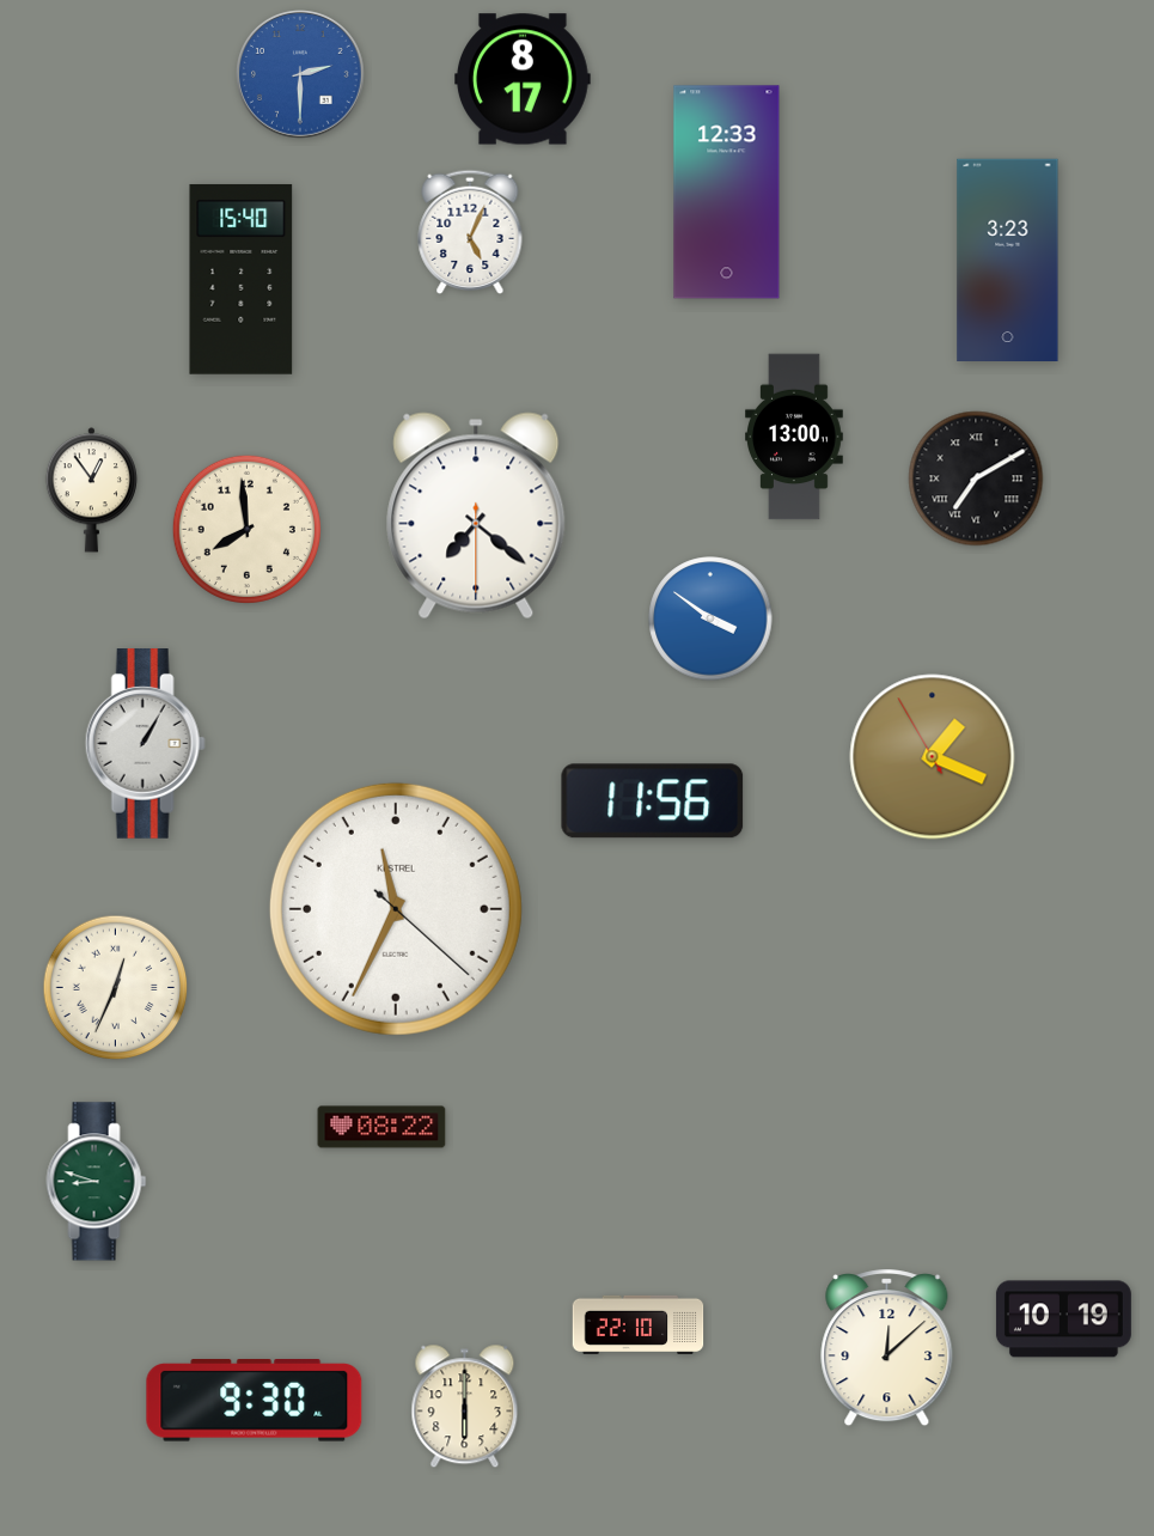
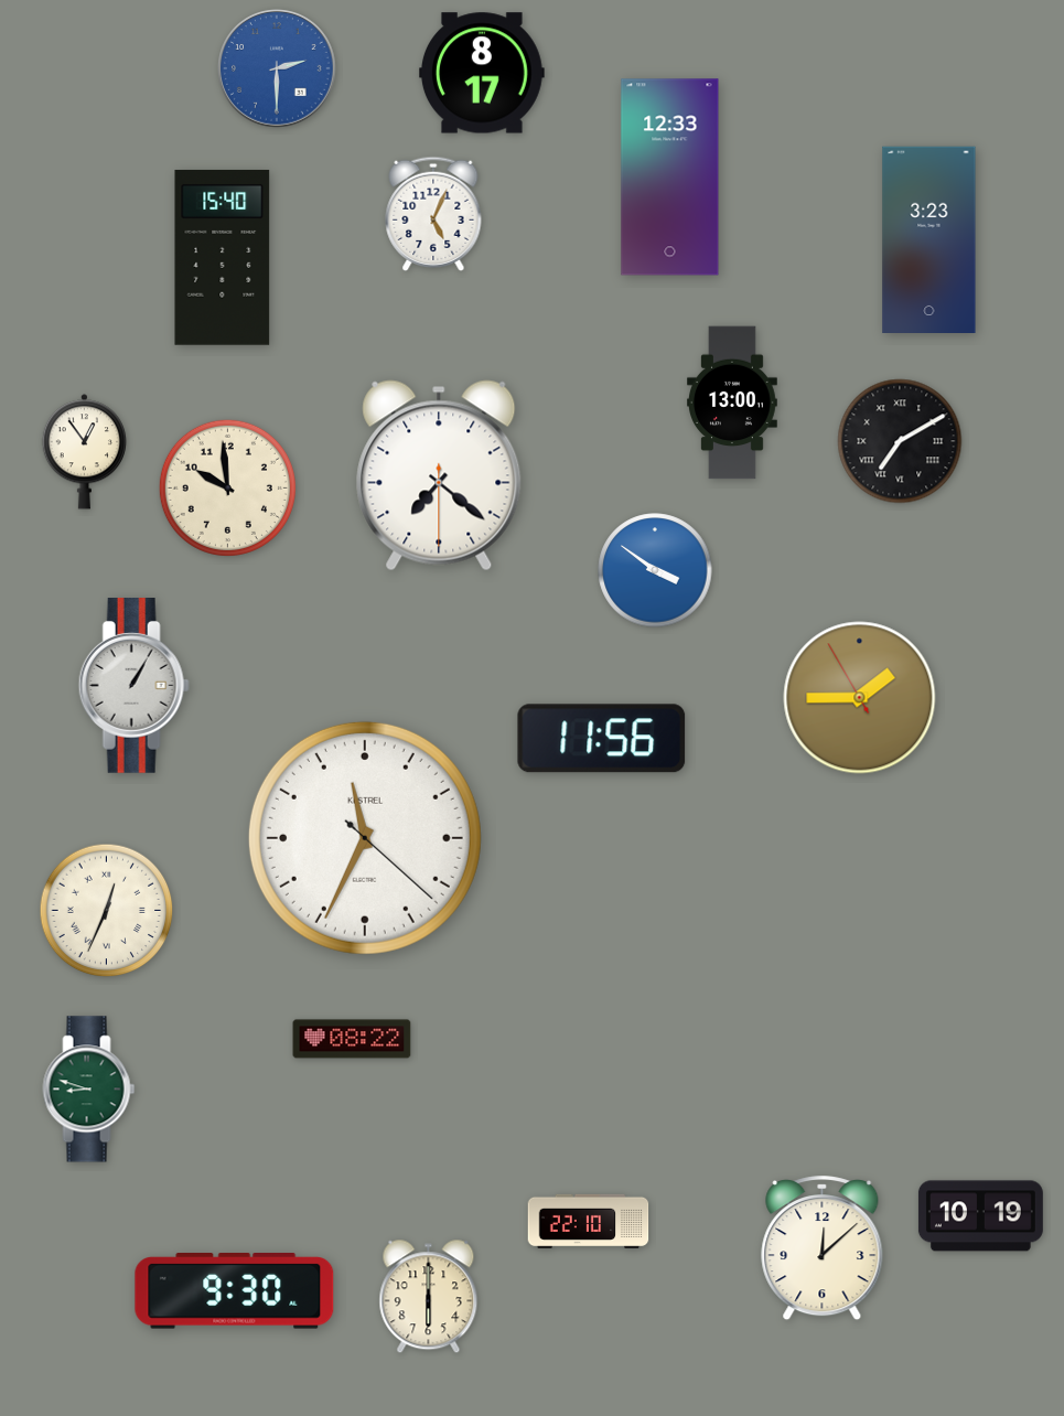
clock at (246, 529): 7:59 -> 9:59
clock at (933, 757): 1:18 -> 1:44
clock at (887, 1349) position: (887, 1349) -> (823, 1249)
